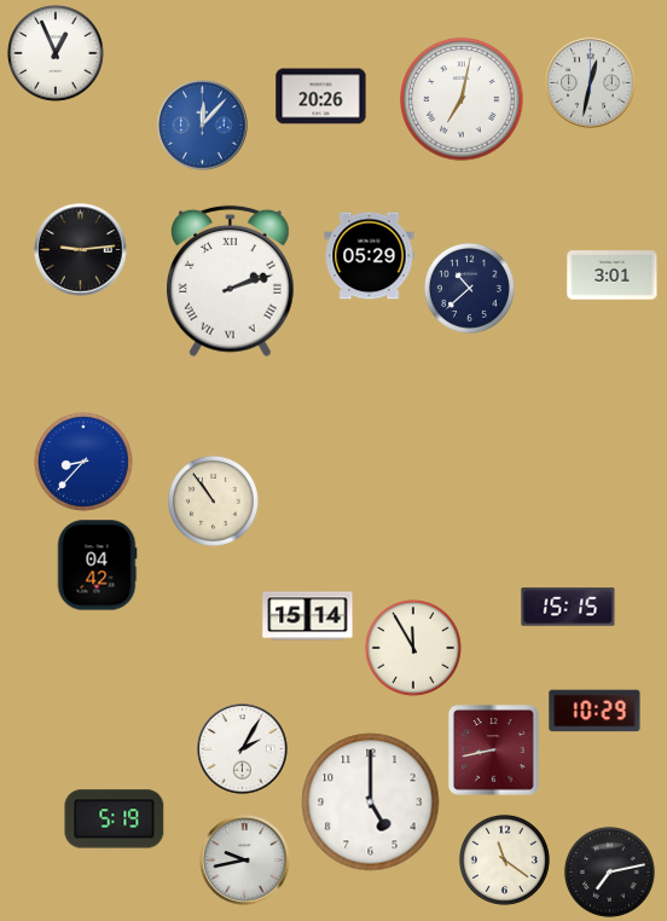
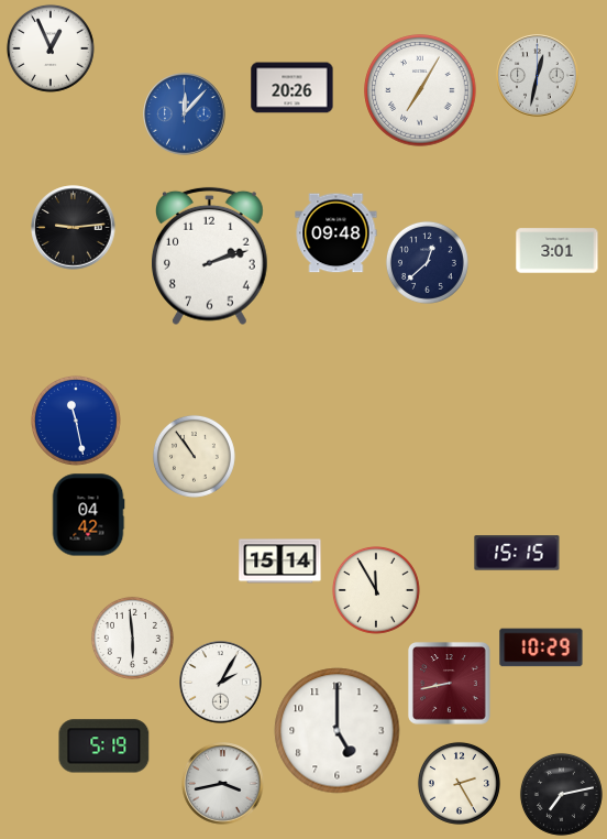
clock at (462, 99): 7:02 -> 7:05
clock at (370, 256): 05:29 -> 09:48
clock at (231, 282) numerals: Roman -> Arabic
clock at (469, 288): 10:38 -> 12:38
clock at (83, 462): 8:37 -> 11:28
clock at (132, 638): none -> 5:59
clock at (504, 859): 11:21 -> 2:25
clock at (245, 861): 9:43 -> 3:43
clock at (609, 871) position: (609, 871) -> (561, 794)
